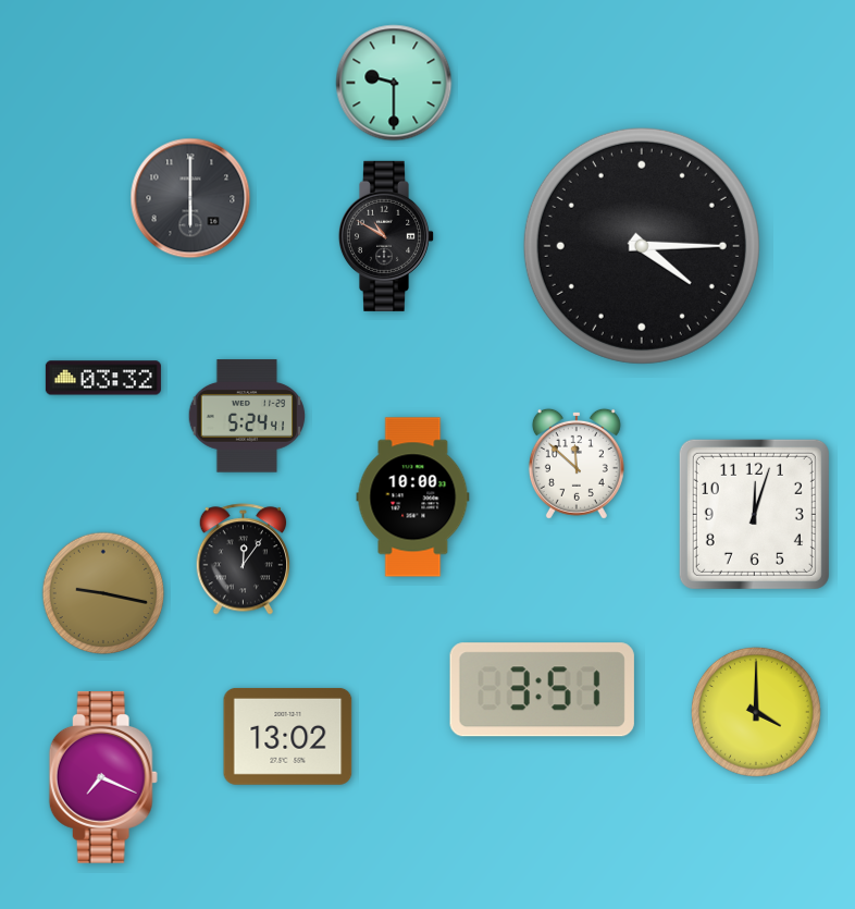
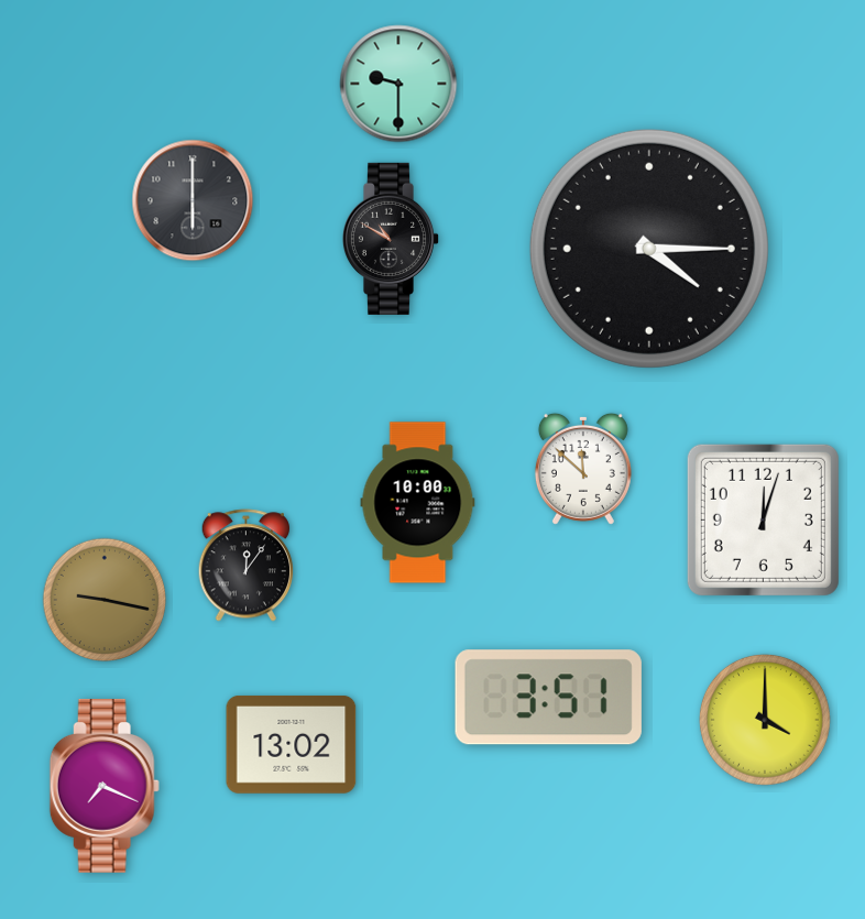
clock at (103, 378): 03:32 -> none
clock at (247, 416): 5:24 -> none
